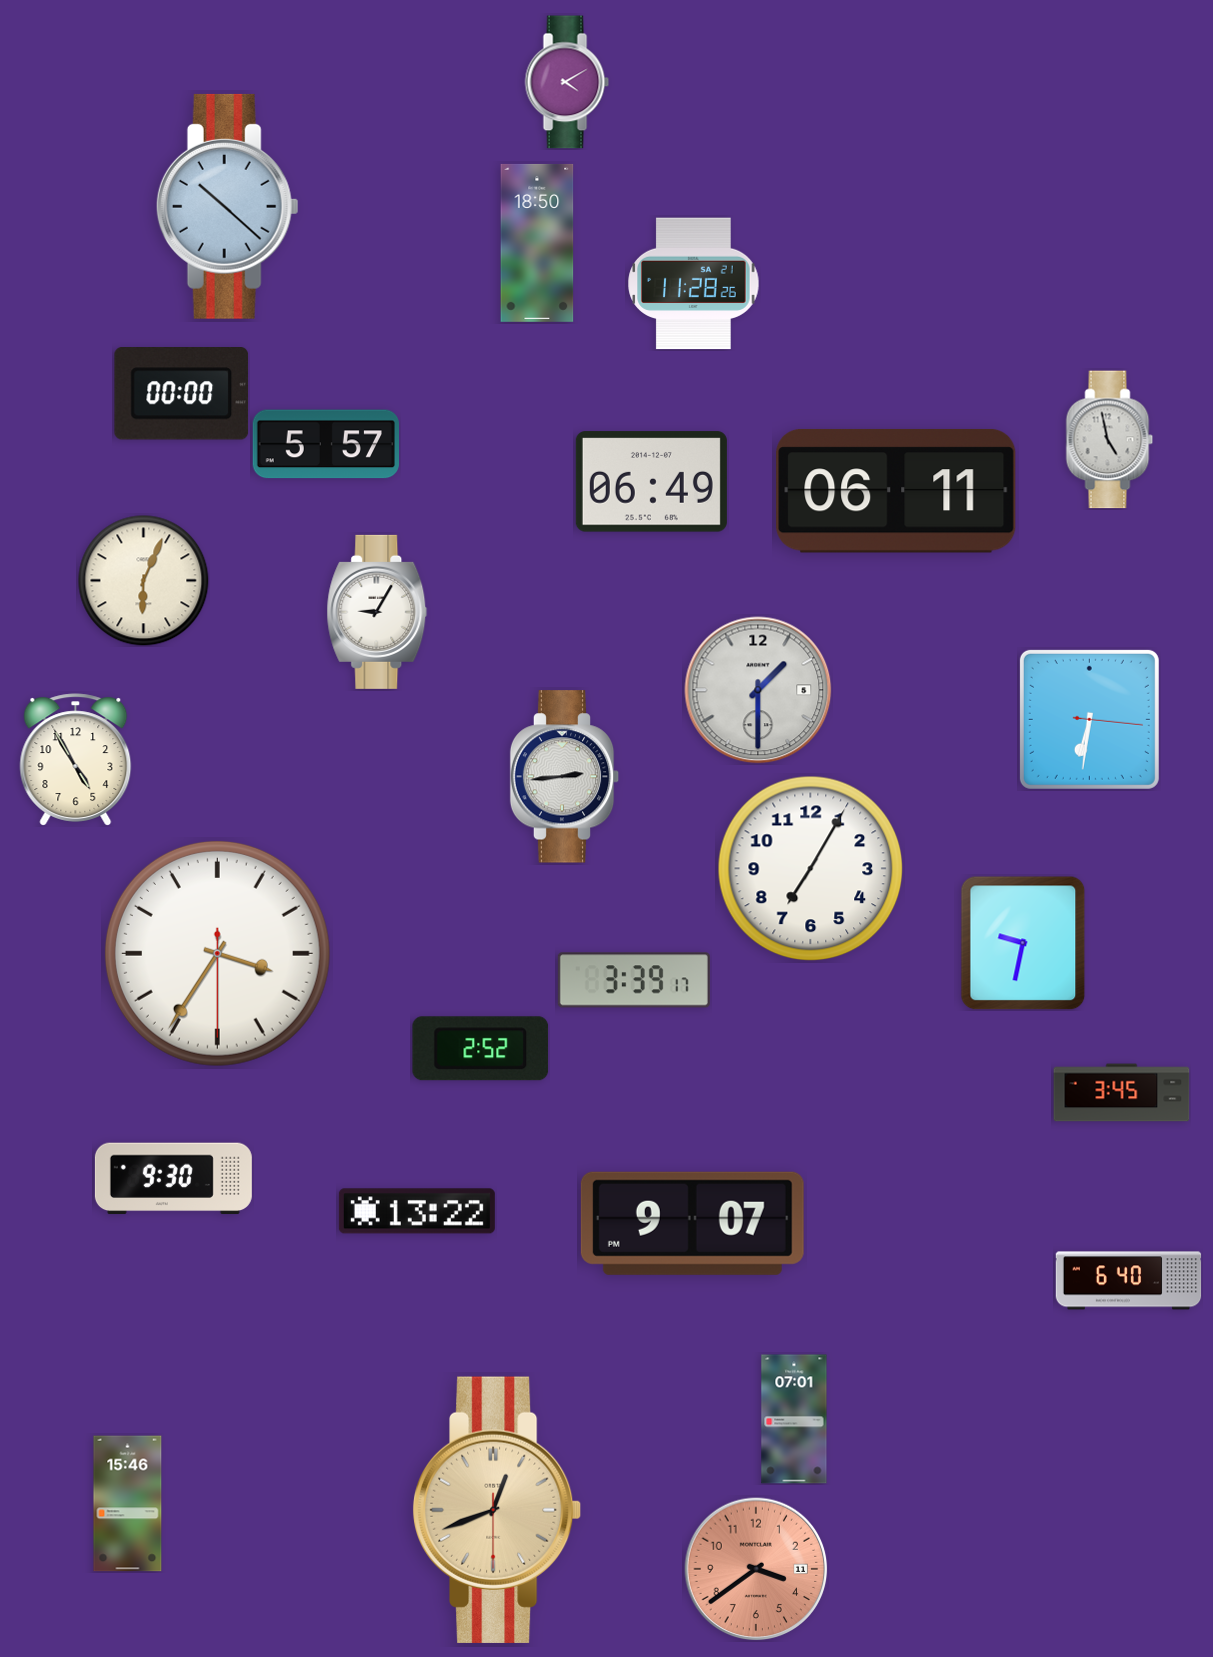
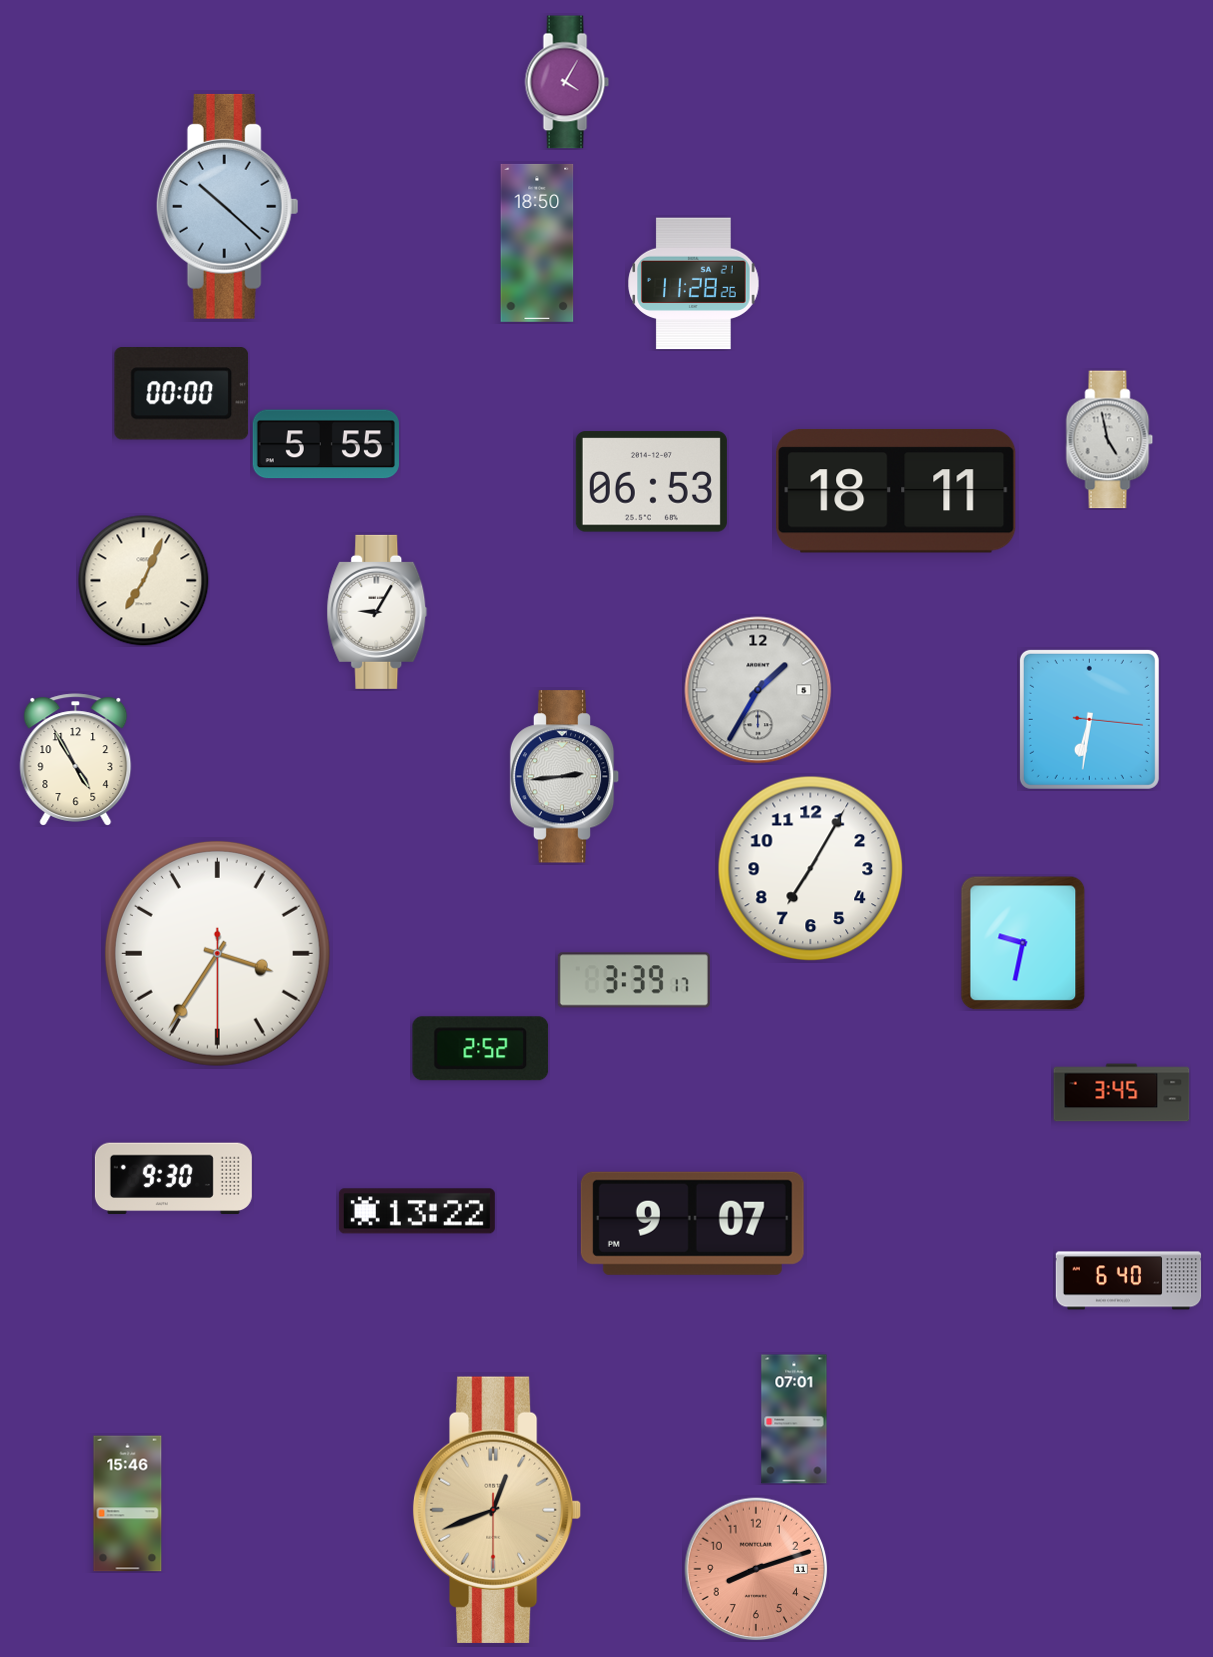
clock at (567, 82): 4:10 -> 4:05
clock at (325, 444): 5:57 -> 5:55
clock at (651, 482): 06:49 -> 06:53
clock at (896, 491): 06:11 -> 18:11
clock at (144, 581): 6:04 -> 7:04
clock at (758, 690): 1:30 -> 1:35
clock at (756, 1569): 3:39 -> 8:12
